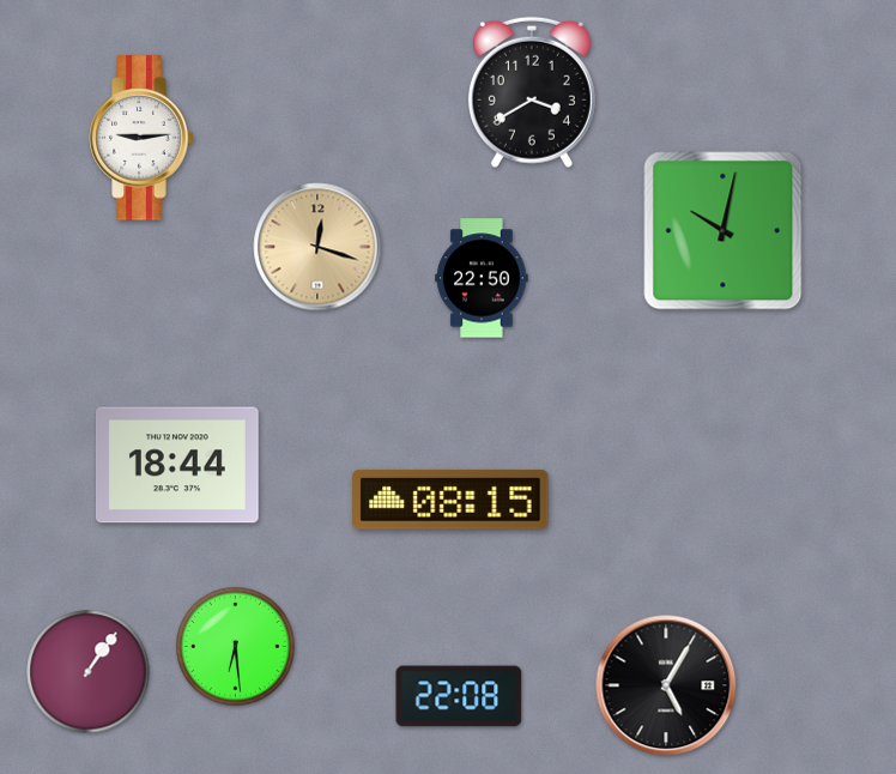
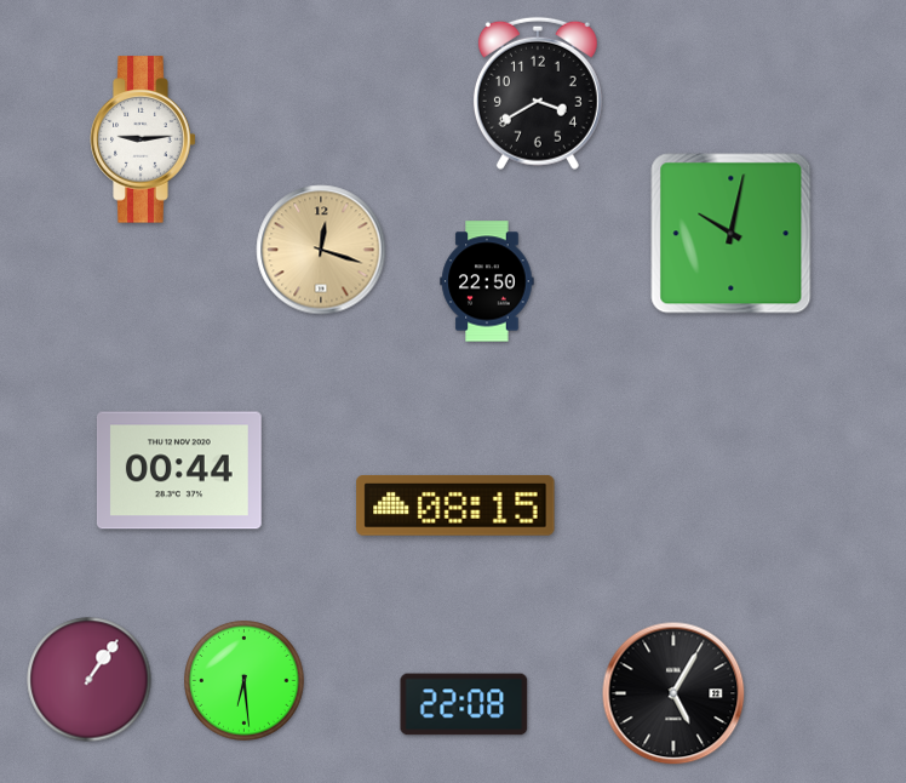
clock at (177, 465): 18:44 -> 00:44
clock at (236, 647) position: (236, 647) -> (245, 681)
